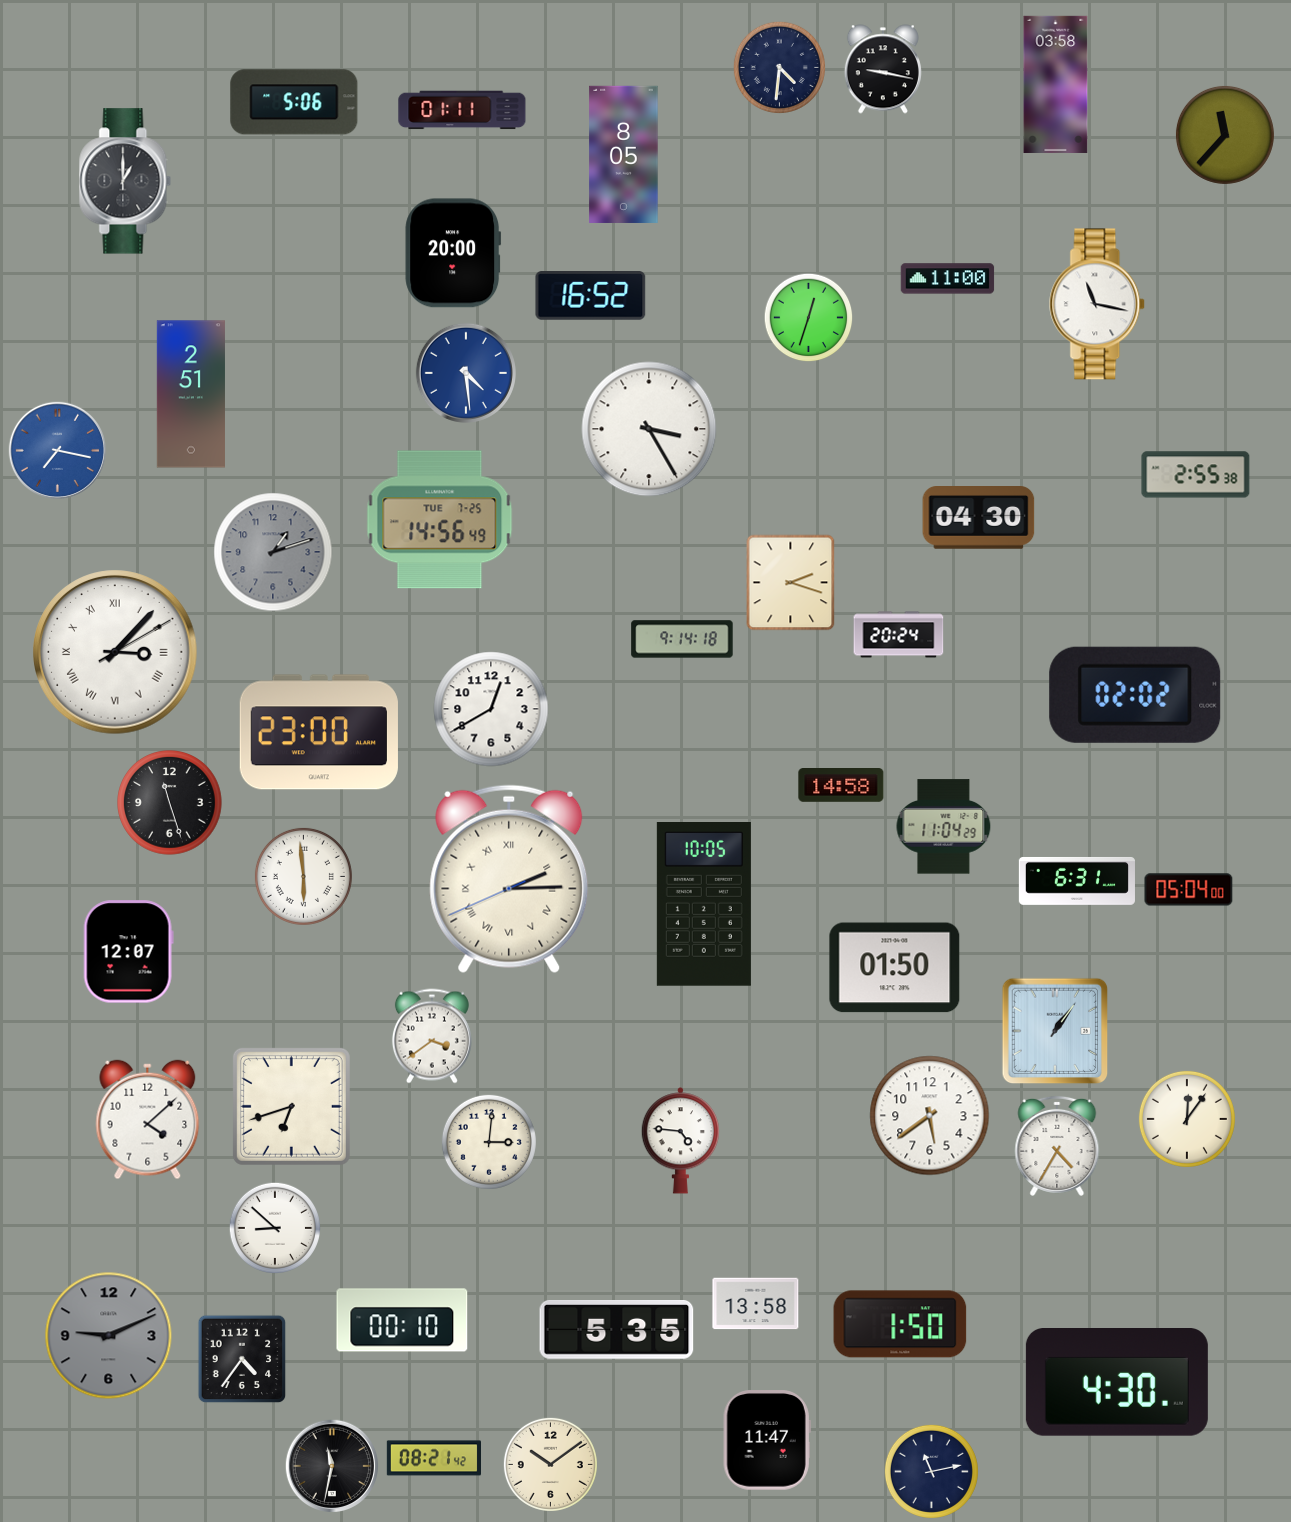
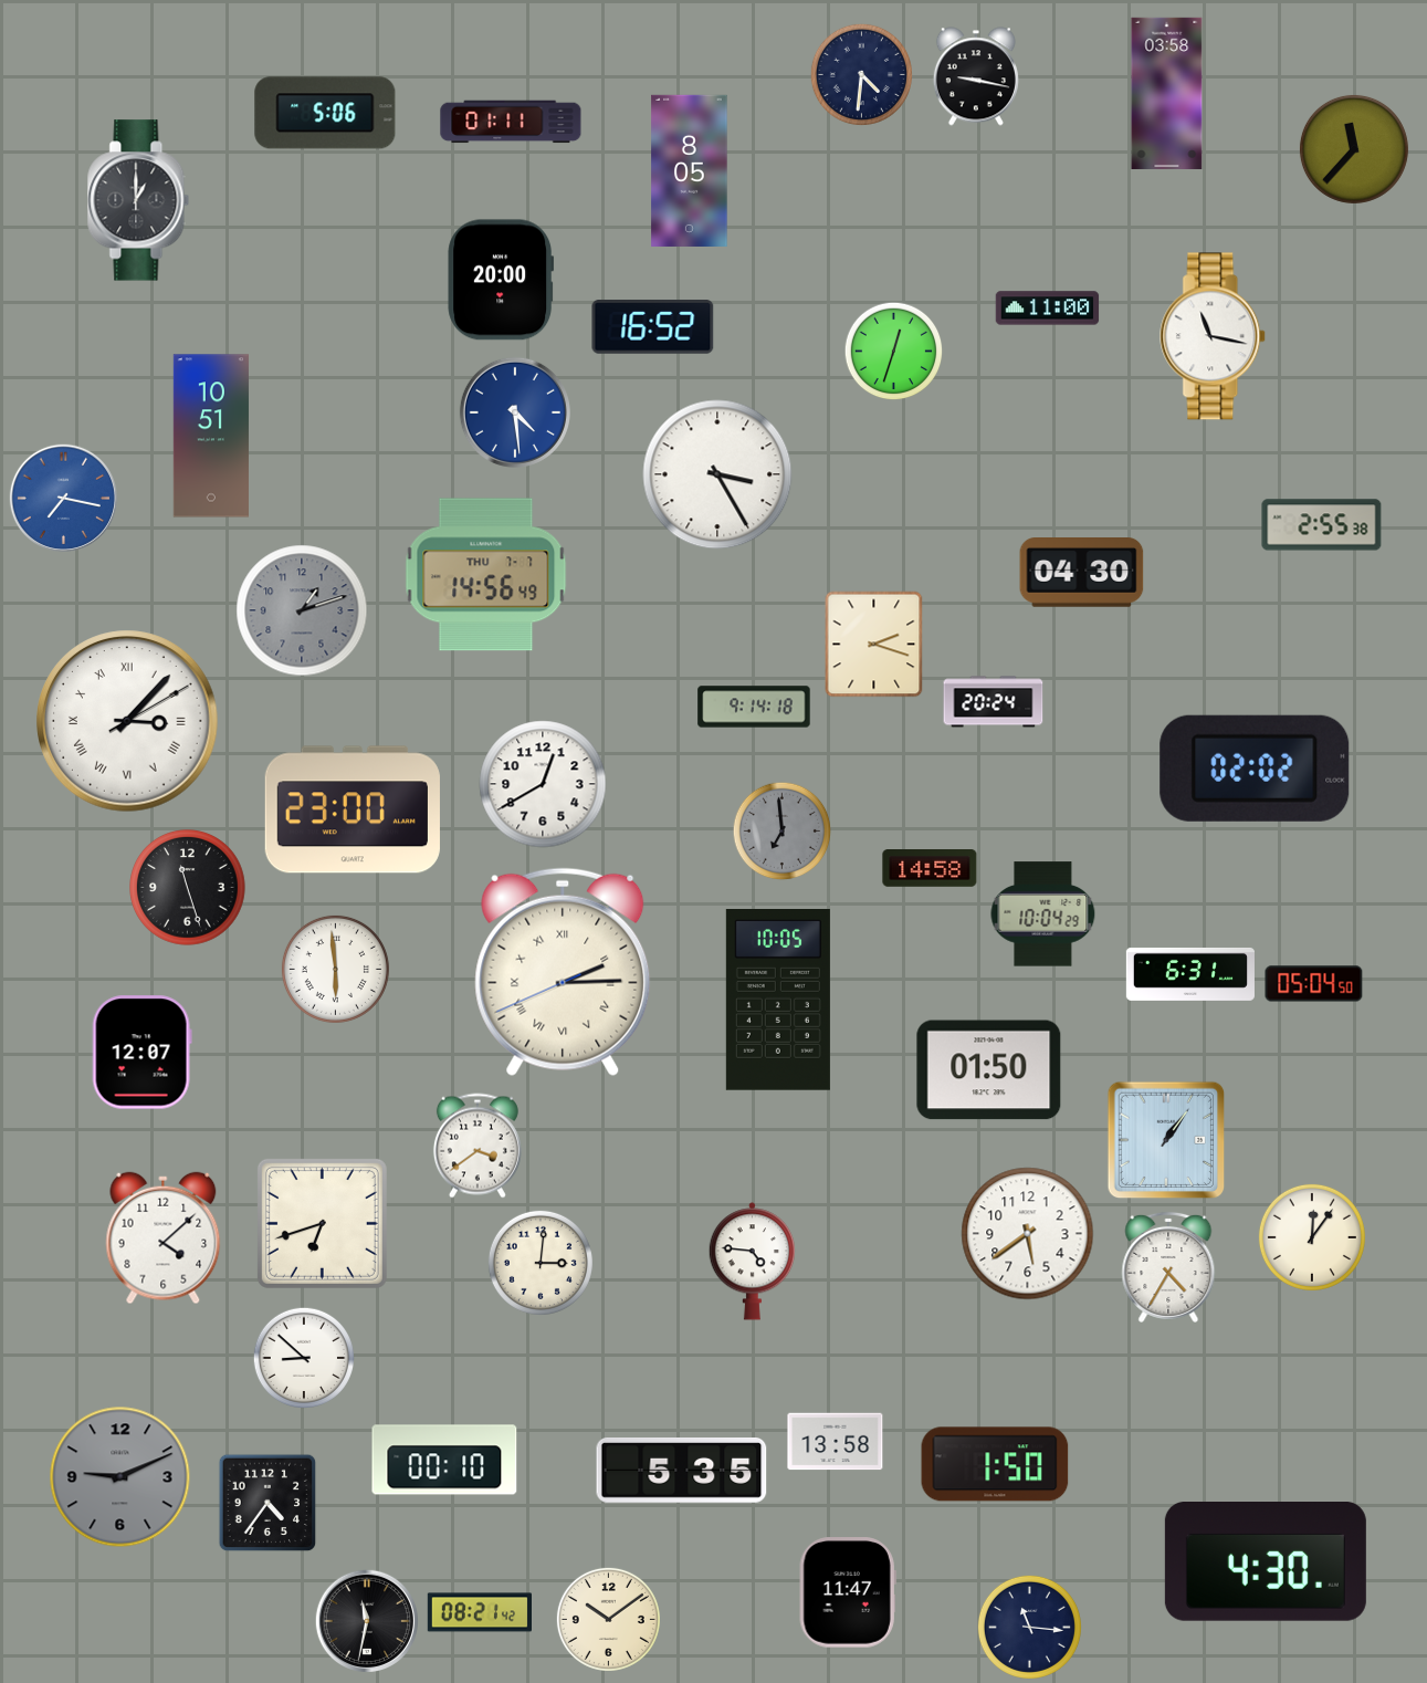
clock at (191, 394): 2:51 -> 10:51
clock at (440, 520) date: TUE 7-25 -> THU 7-7
clock at (783, 832): none -> 6:59
clock at (944, 827): 11:04 -> 10:04
clock at (1189, 890): 05:04:00 -> 05:04:50
clock at (1117, 1383) position: (1117, 1383) -> (1266, 1562)
clock at (931, 1471): 11:13 -> 11:16
